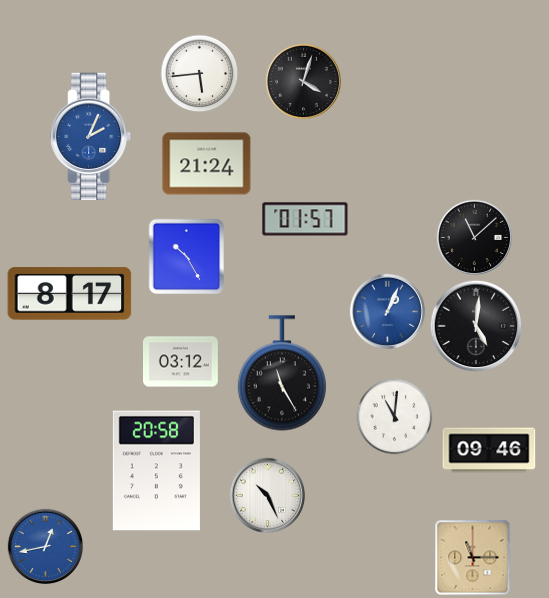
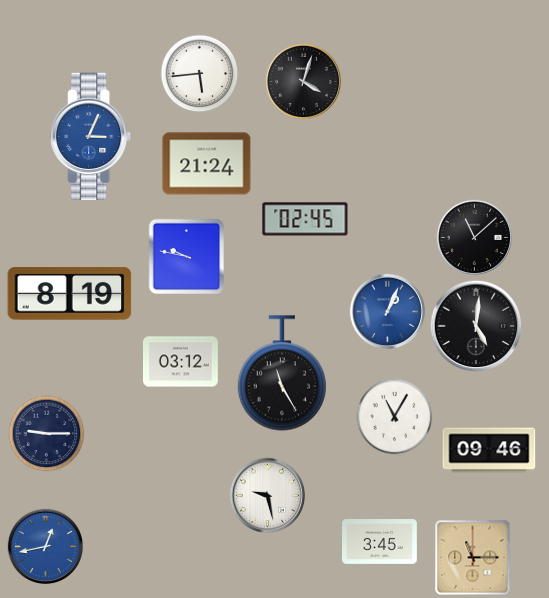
clock at (91, 136): 2:04 -> 3:04
clock at (305, 219): 01:57 -> 02:45
clock at (187, 257): 10:25 -> 9:47
clock at (70, 294): 8:17 -> 8:19
clock at (395, 417): 11:01 -> 11:05
clock at (47, 434): none -> 9:15
clock at (156, 471): 20:58 -> none
clock at (267, 495): 10:26 -> 9:28
clock at (380, 542): none -> 3:45
